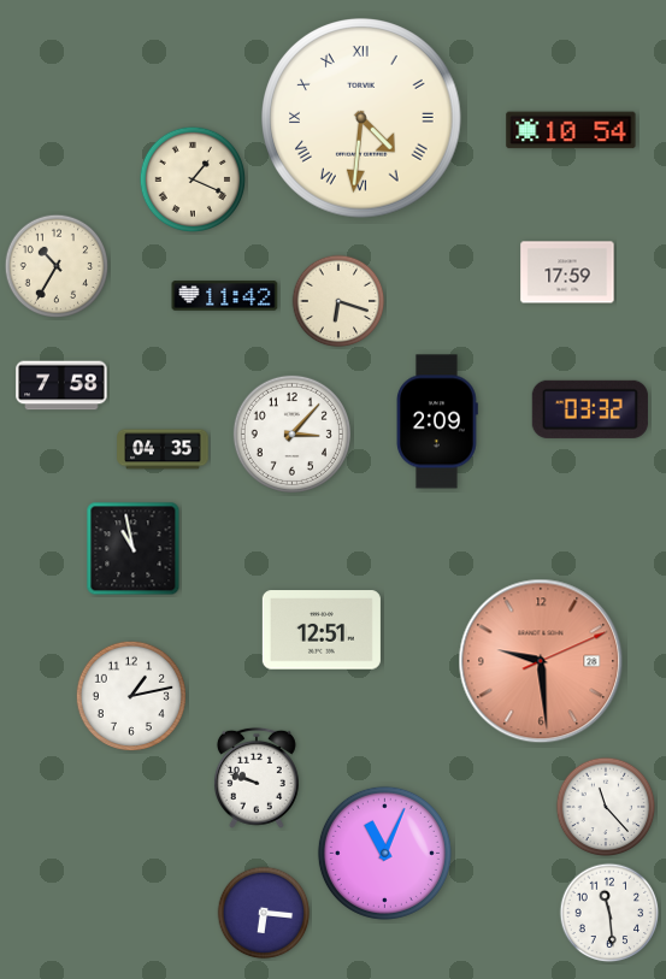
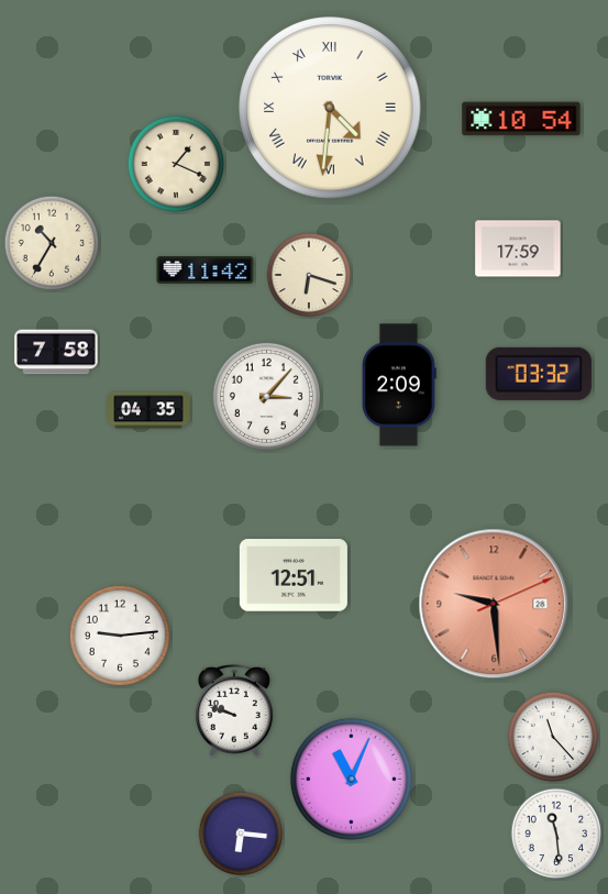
clock at (134, 549): 10:58 -> none
clock at (130, 695): 1:13 -> 9:14
